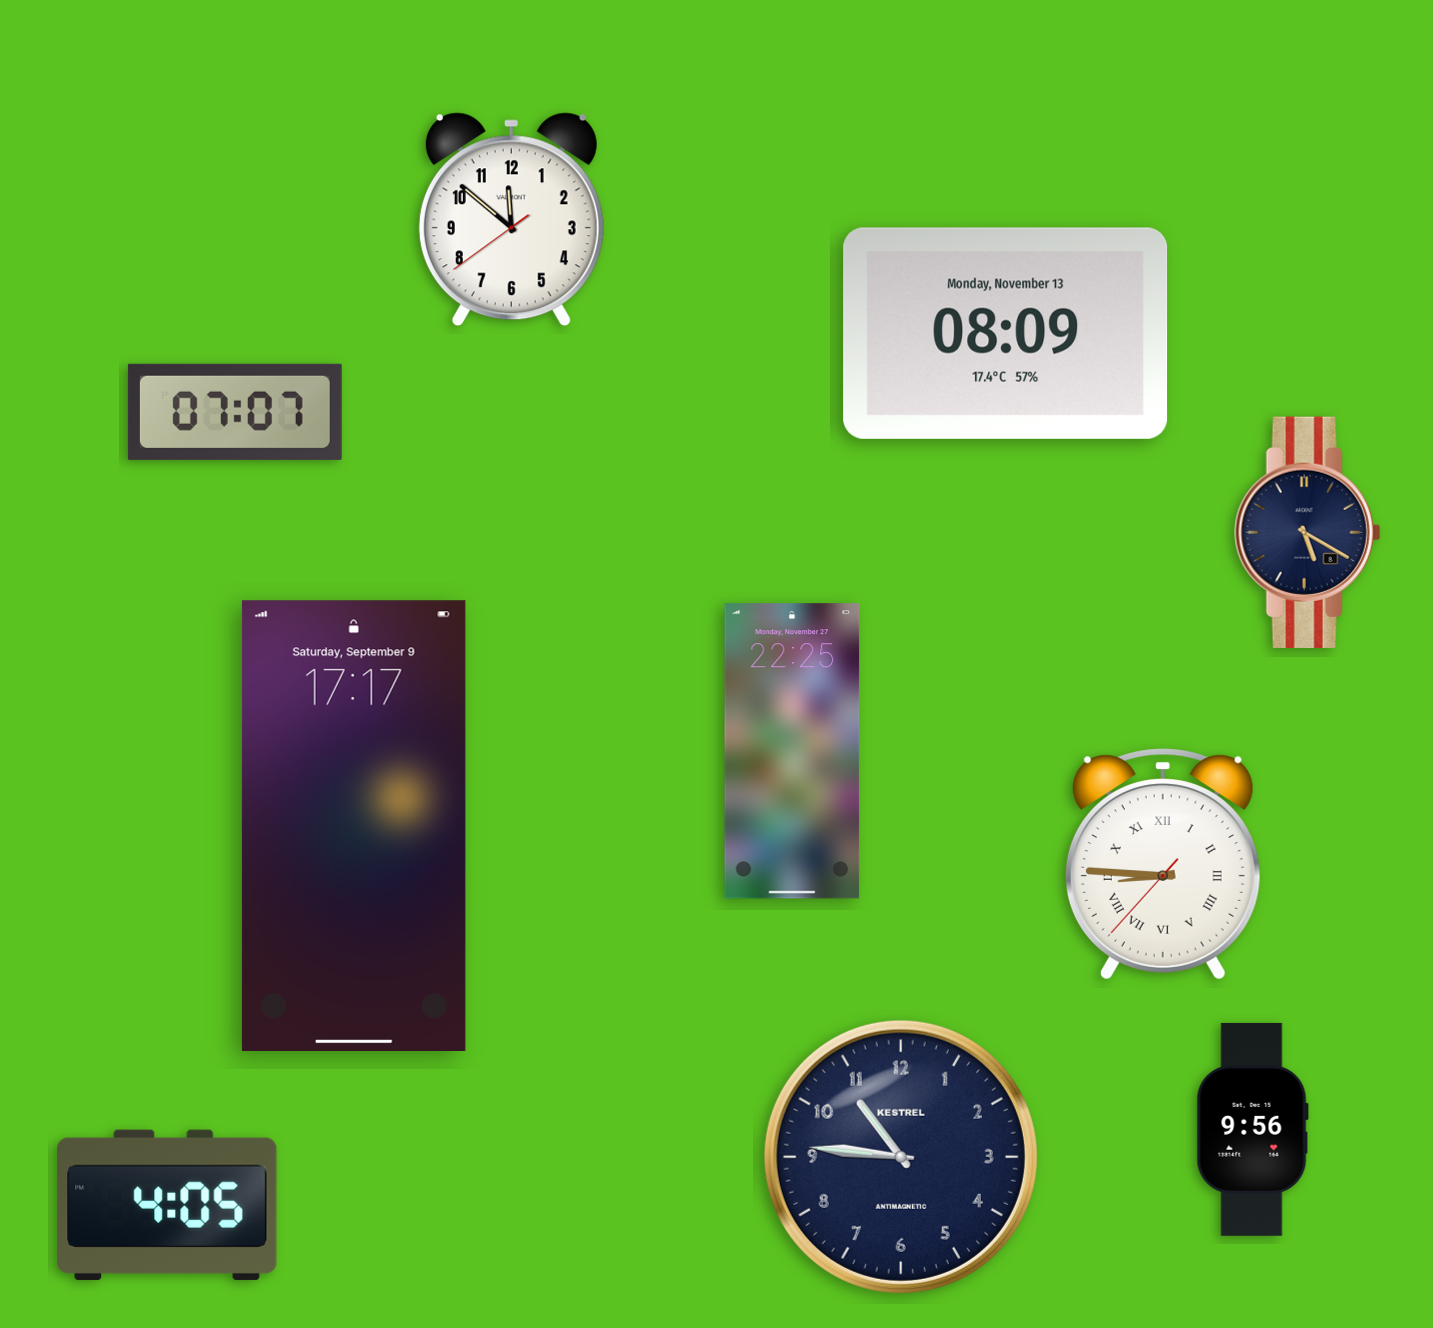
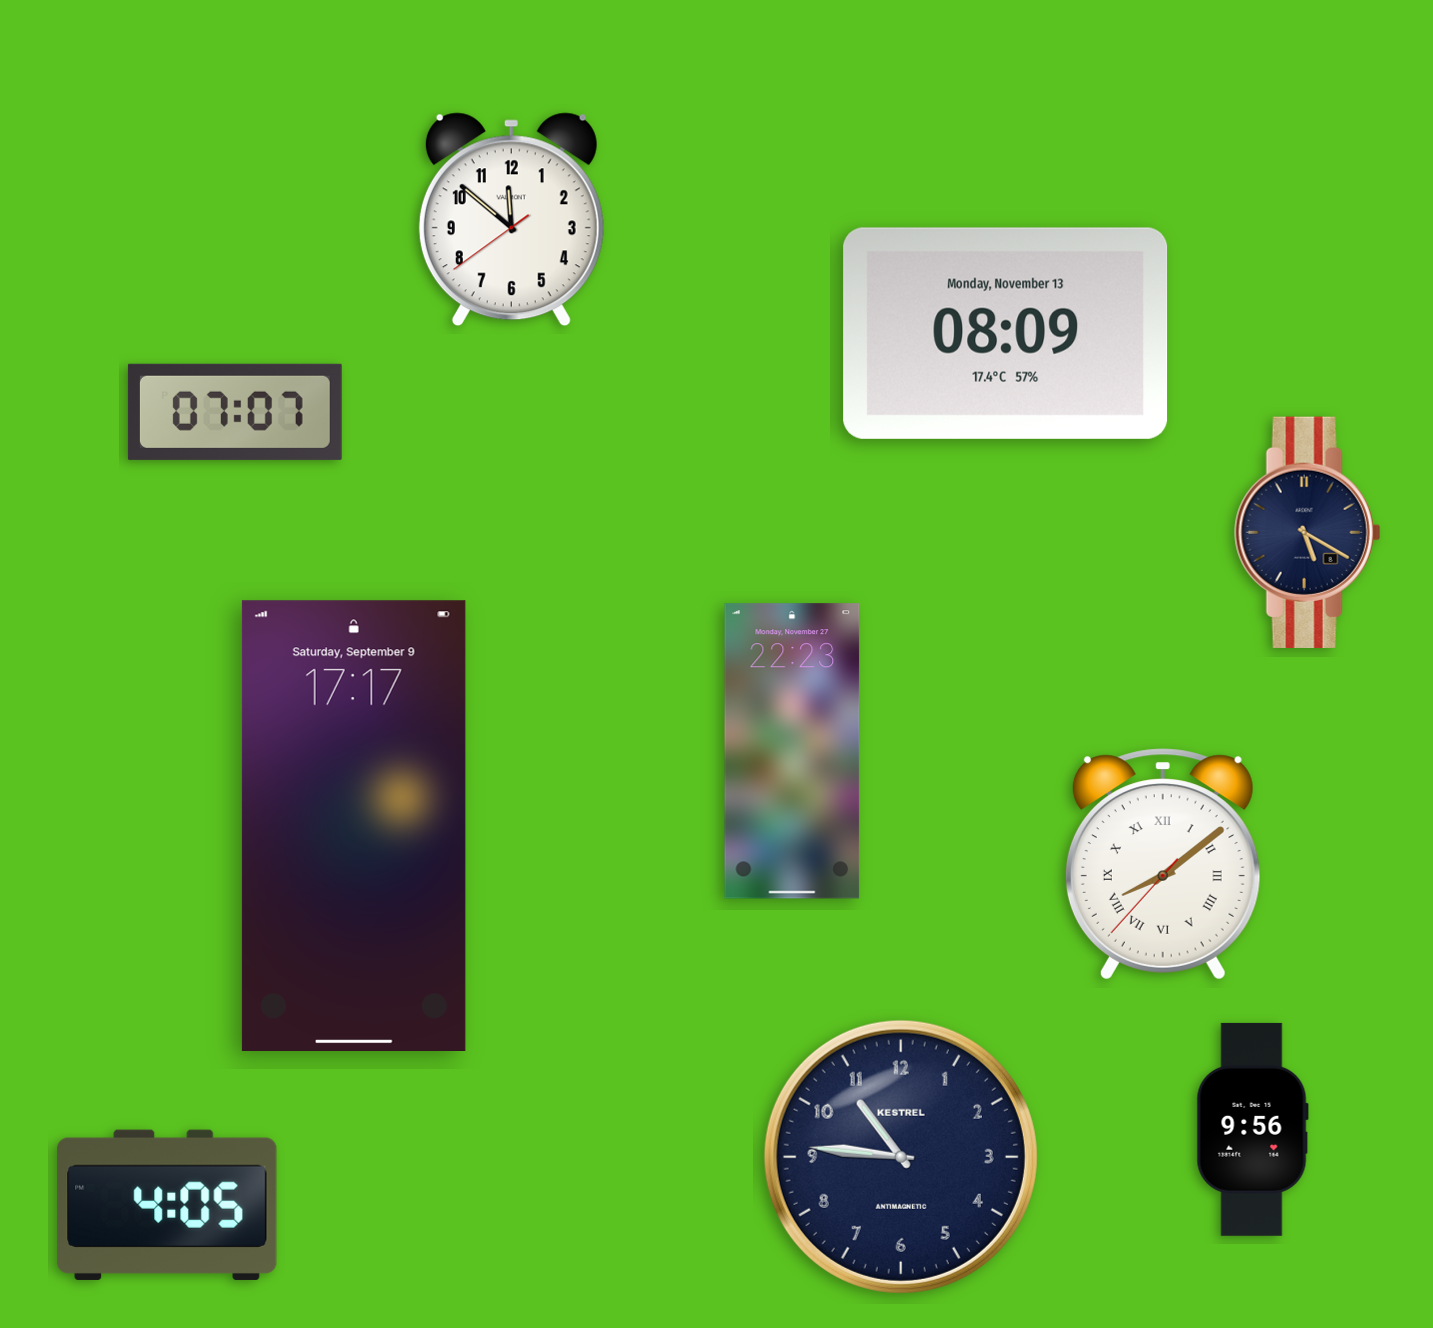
clock at (792, 751): 22:25 -> 22:23
clock at (1163, 864): 8:45 -> 8:08
